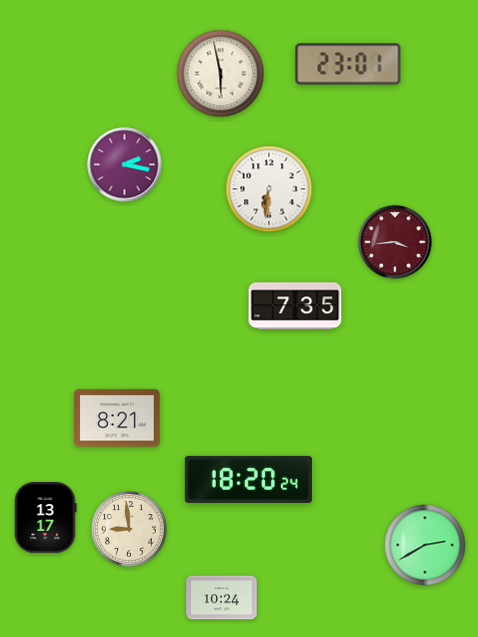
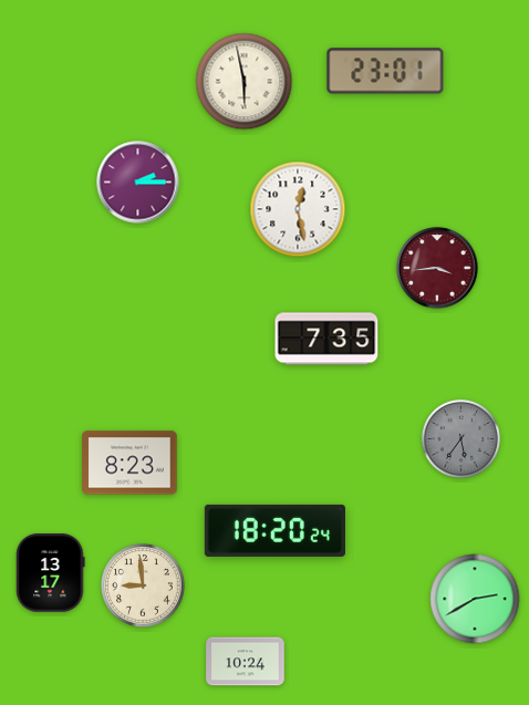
clock at (125, 165): 2:17 -> 2:15
clock at (269, 189): 6:31 -> 12:28
clock at (460, 438): none -> 5:36
clock at (117, 418): 8:21 -> 8:23
clock at (425, 545) position: (425, 545) -> (475, 599)
